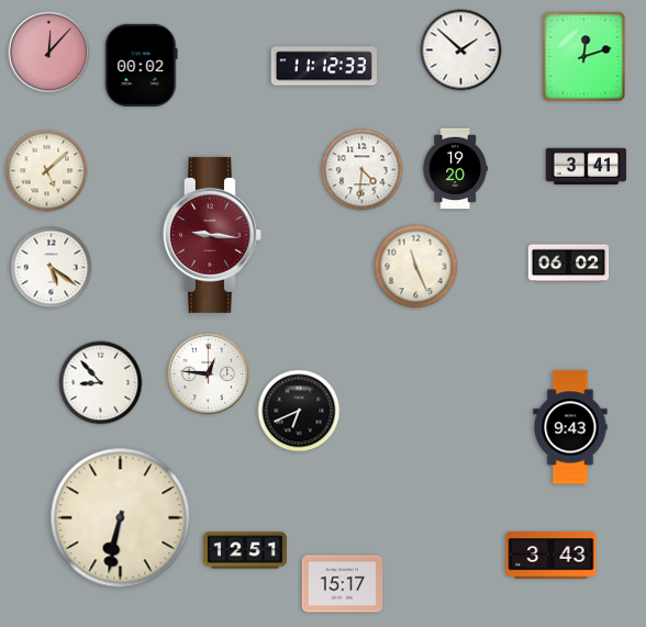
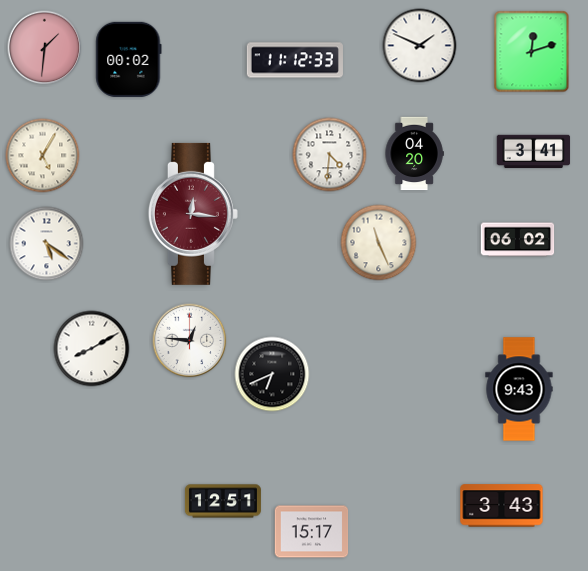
clock at (461, 51): 1:52 -> 1:49
clock at (49, 53): 12:07 -> 1:31
clock at (455, 169): 19:20 -> 04:20
clock at (47, 171): 5:08 -> 5:05
clock at (212, 235): 9:16 -> 12:16
clock at (101, 383): 8:53 -> 8:10
clock at (121, 518): 6:32 -> none
